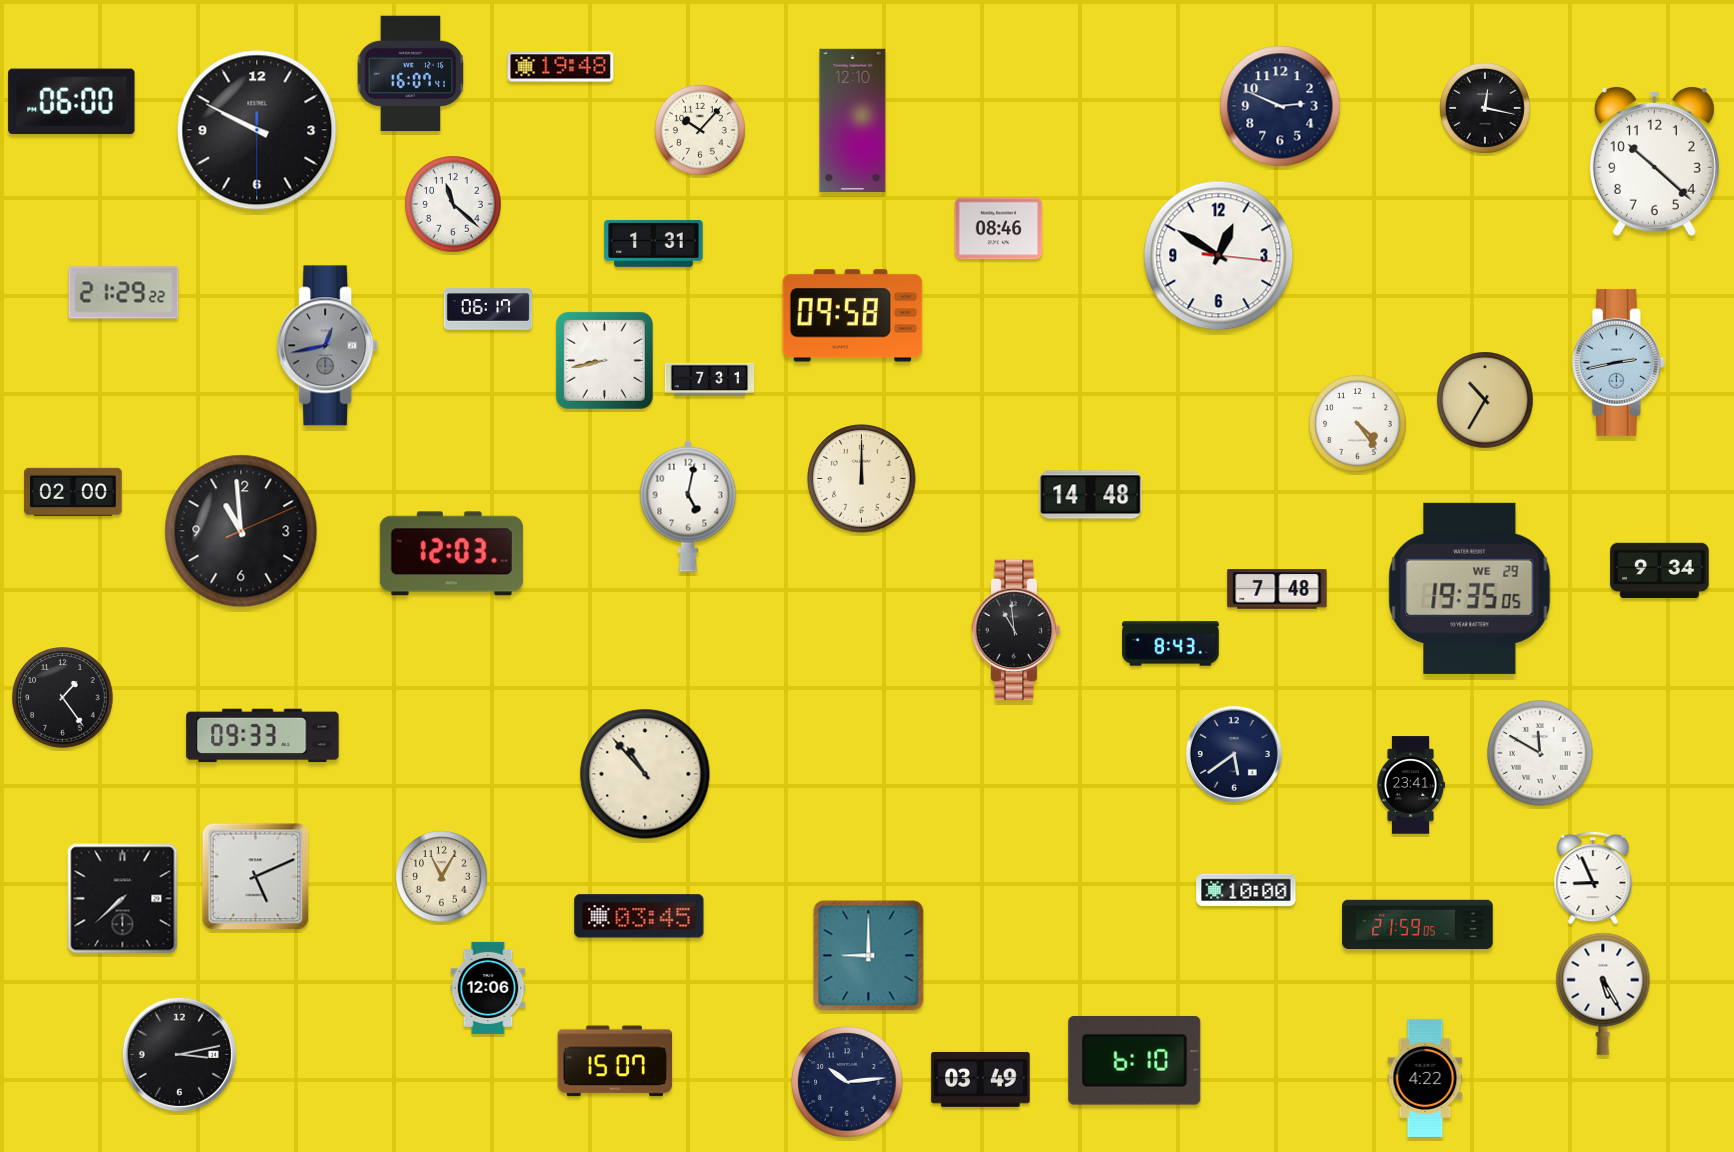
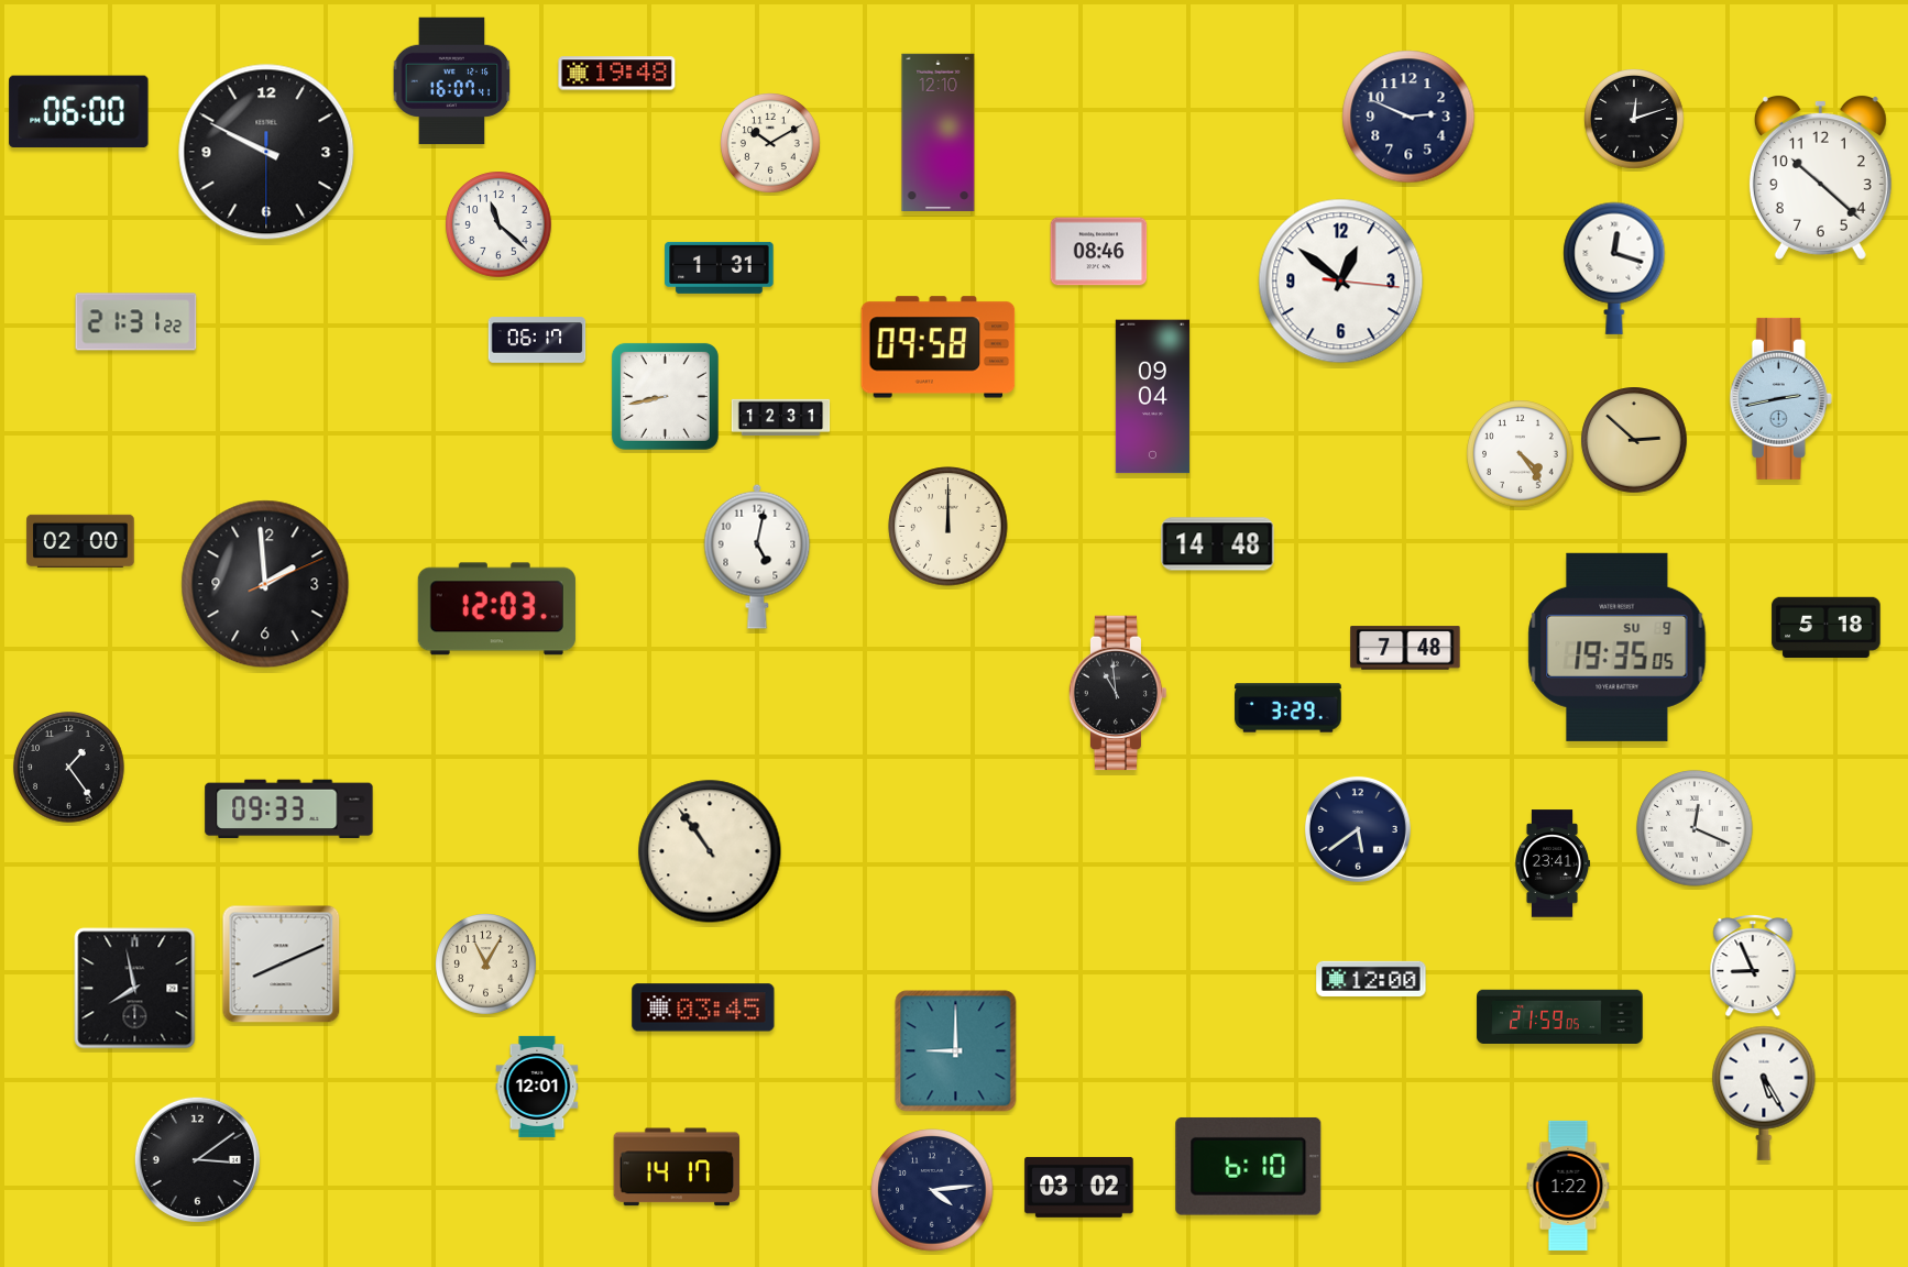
clock at (1486, 109): 12:17 -> 12:12
clock at (257, 130) position: (257, 130) -> (266, 152)
clock at (701, 131): 10:07 -> 10:10
clock at (1614, 268): none -> 12:18
clock at (1219, 256): 12:50 -> 12:51
clock at (124, 293): 21:29 -> 21:31
clock at (328, 346): 12:43 -> none
clock at (1152, 397): none -> 09:04
clock at (710, 379): 7:31 -> 12:31
clock at (1485, 400): 10:35 -> 2:52
clock at (1358, 424) position: (1358, 424) -> (1521, 454)
clock at (1091, 495) position: (1091, 495) -> (1218, 544)
clock at (241, 531): 10:59 -> 1:59
clock at (1660, 570): 9:34 -> 5:18
clock at (1470, 588) date: WE 29 -> SU 9
clock at (1171, 644): 8:43 -> 3:29
clock at (1540, 753): 11:50 -> 12:19
clock at (645, 774): 10:53 -> 10:54
clock at (256, 877): 5:11 -> 8:11
clock at (1246, 890): 10:00 -> 12:00
clock at (123, 899): 7:38 -> 7:58
clock at (488, 988): 12:06 -> 12:01
clock at (179, 1054): 3:13 -> 3:09
clock at (615, 1061): 15:07 -> 14:17
clock at (1425, 1078): 4:22 -> 1:22
clock at (981, 1079): 03:49 -> 03:02
clock at (847, 1082): 10:14 -> 4:14
